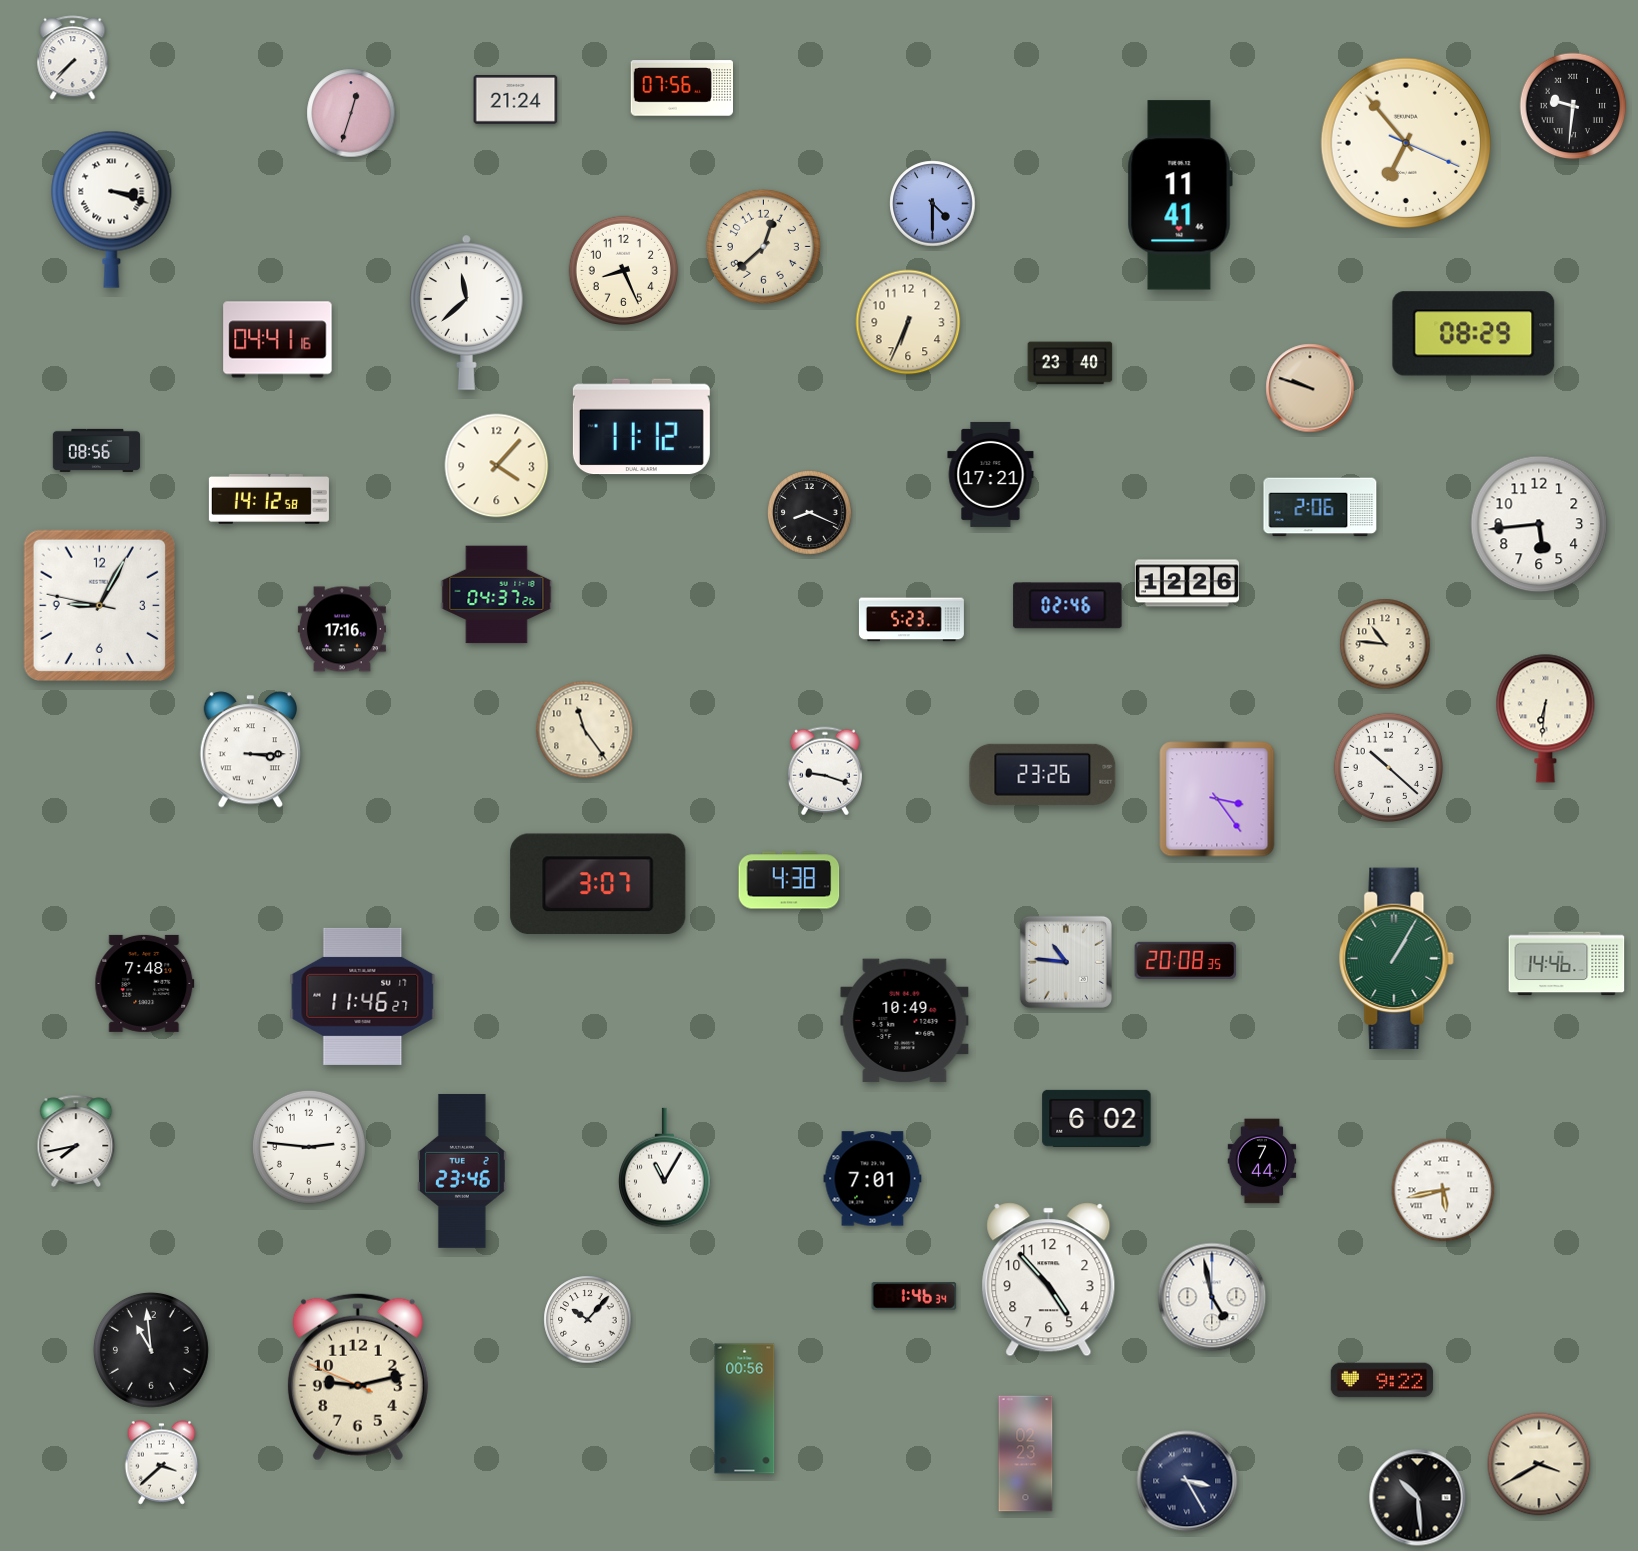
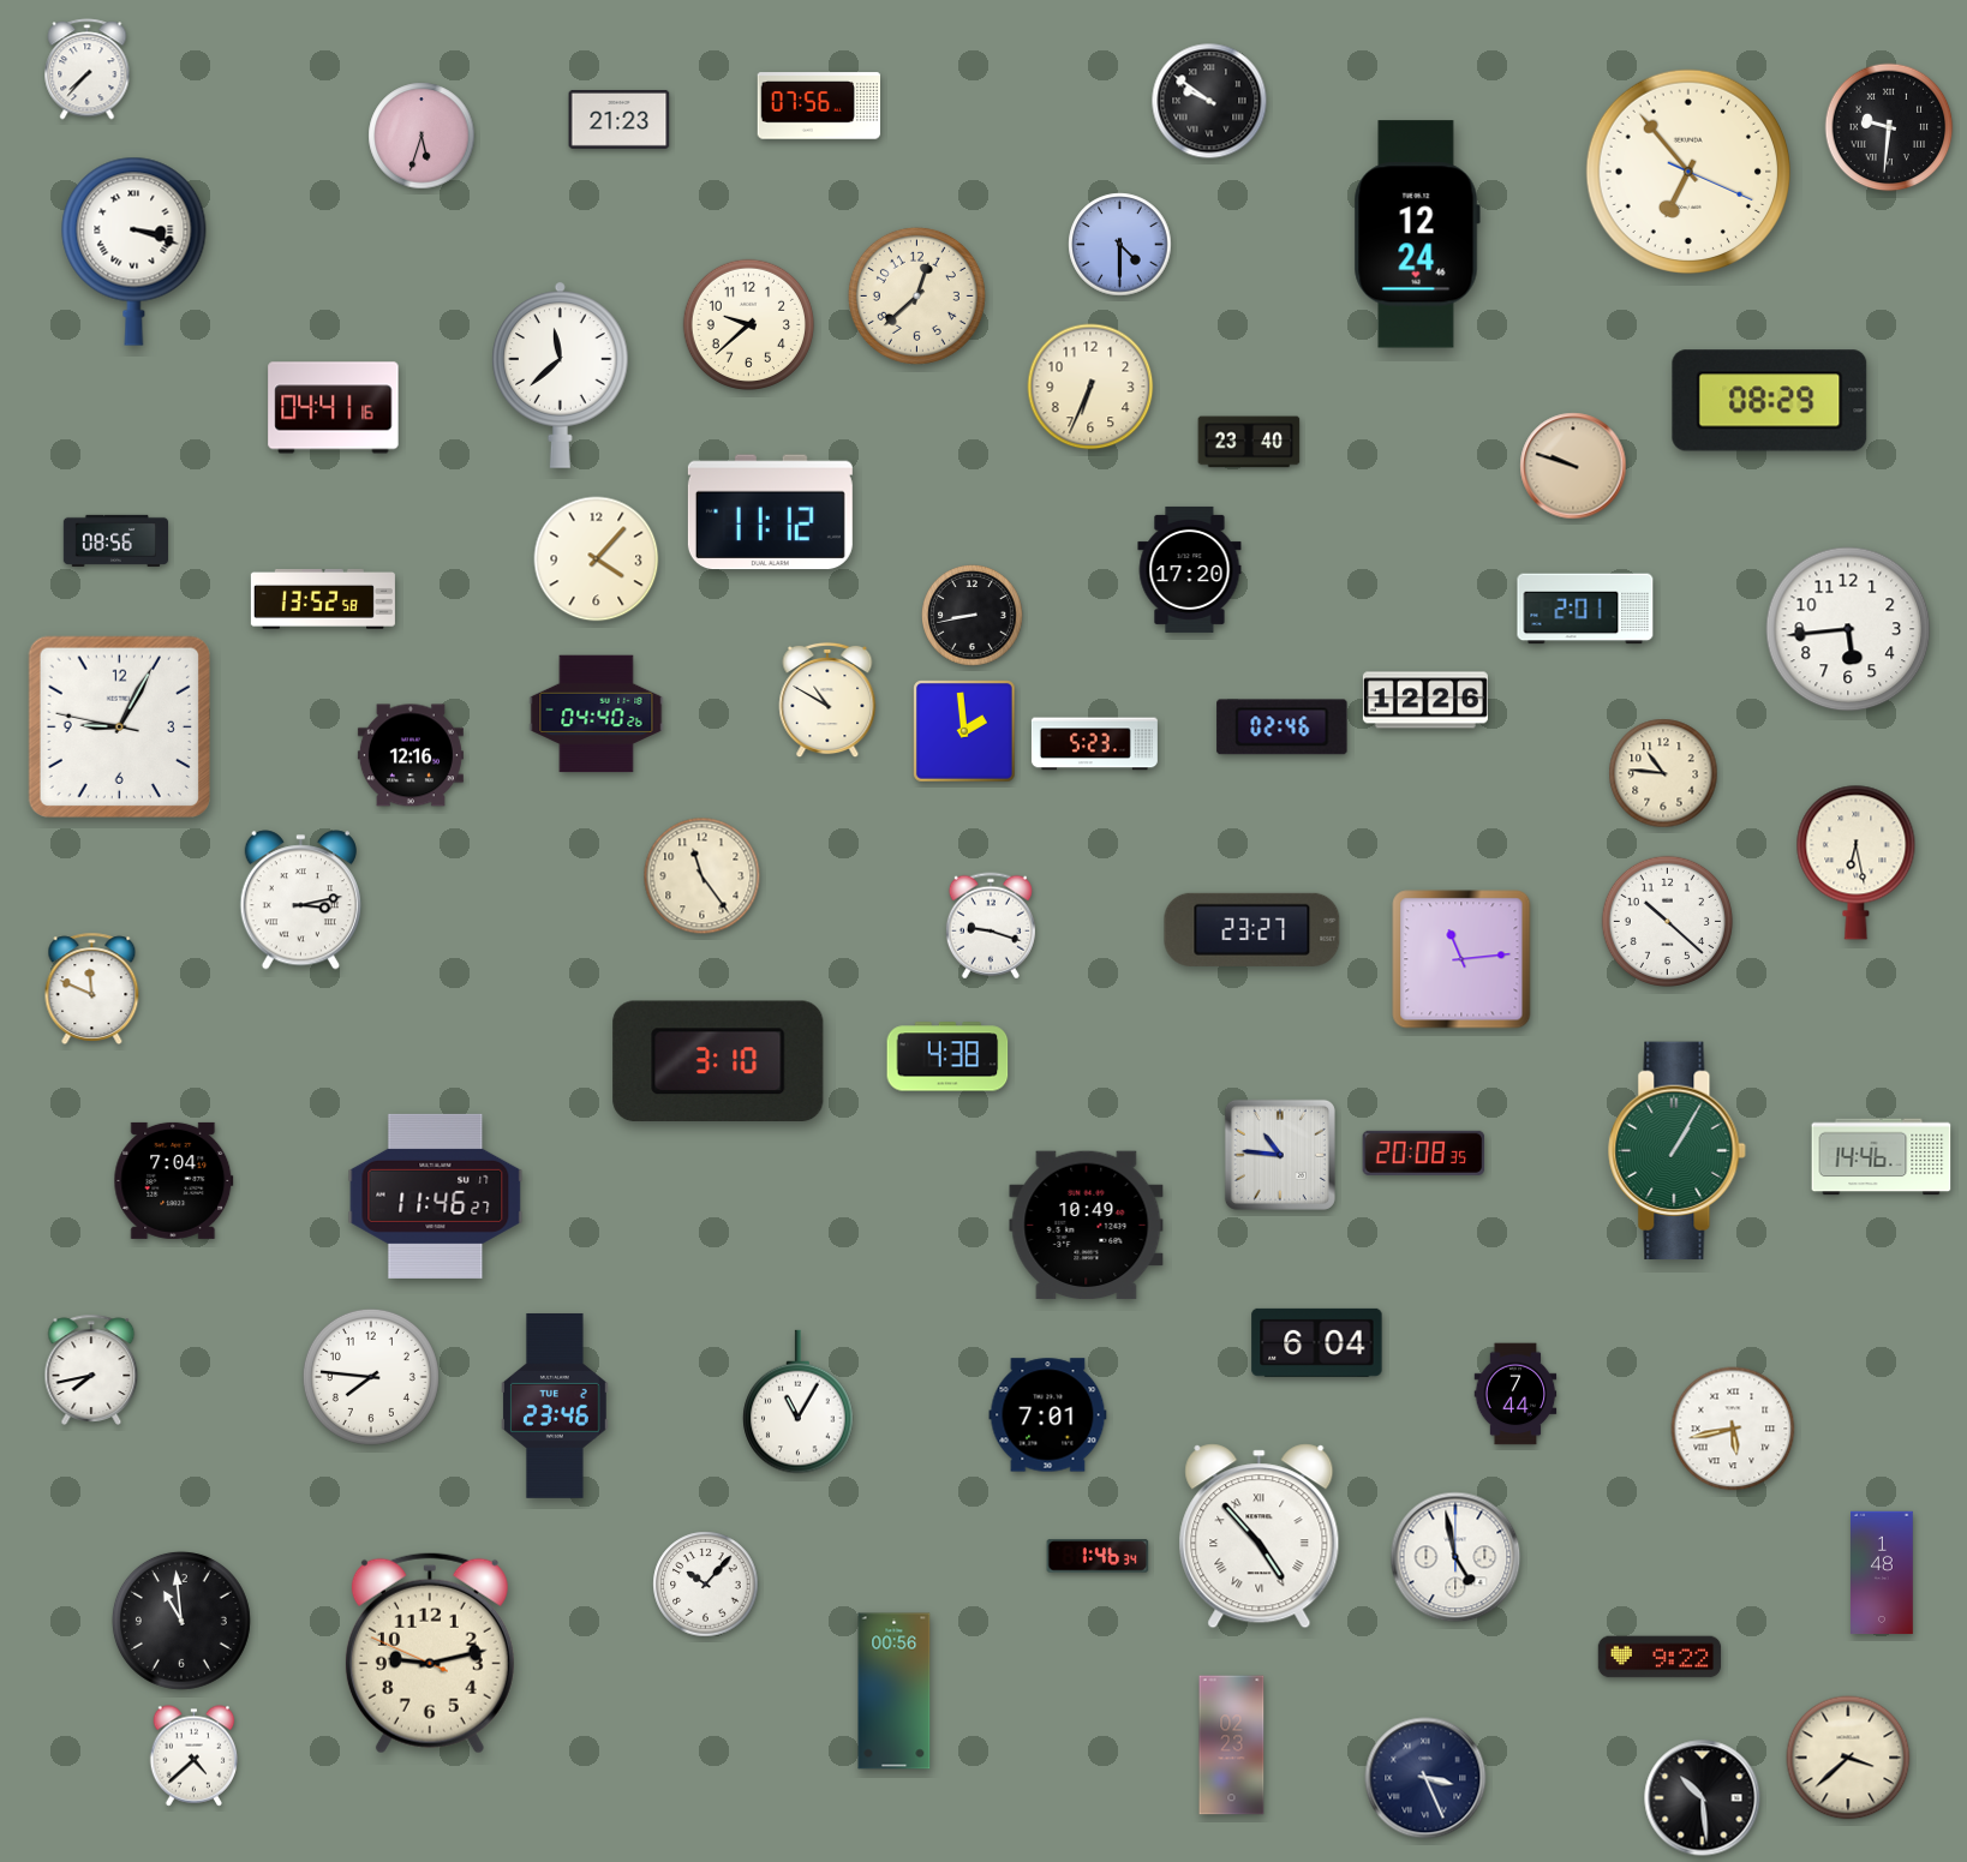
clock at (1209, 101): none -> 9:51
clock at (516, 99): 21:24 -> 21:23
clock at (351, 113): 12:33 -> 5:33
clock at (1180, 195): 11:41 -> 12:24
clock at (623, 270): 8:26 -> 9:38
clock at (1070, 363) position: (1070, 363) -> (1249, 442)
clock at (991, 474): 17:21 -> 17:20
clock at (269, 499): 14:12 -> 13:52
clock at (1320, 507): 2:06 -> 2:01
clock at (810, 513): 8:19 -> 8:43
clock at (827, 700): none -> 10:50
clock at (497, 595): 04:37 -> 04:40
clock at (964, 731): none -> 1:59
clock at (342, 629): 17:16 -> 12:16
clock at (1546, 718): 6:31 -> 6:28
clock at (250, 750): 3:15 -> 3:13
clock at (1043, 774): 23:26 -> 23:27
clock at (1217, 799): 3:24 -> 11:14
clock at (92, 988): none -> 11:49
clock at (598, 883): 3:07 -> 3:10
clock at (145, 983): 7:48 -> 7:04
clock at (1097, 1118): 6:02 -> 6:04
clock at (309, 1147): 2:46 -> 7:46
clock at (1049, 1280) numerals: Arabic -> Roman
clock at (1883, 1573): none -> 1:48
clock at (162, 1463): 3:38 -> 4:38
clock at (1539, 1464): 3:40 -> 3:38
clock at (1187, 1481): 3:25 -> 3:26
